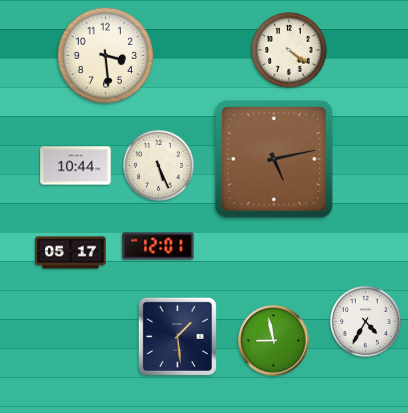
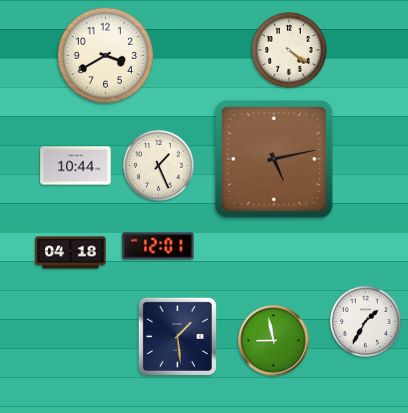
clock at (105, 55): 3:29 -> 3:40
clock at (158, 165): 5:26 -> 1:26
clock at (71, 253): 05:17 -> 04:18
clock at (365, 321): 4:35 -> 1:35
